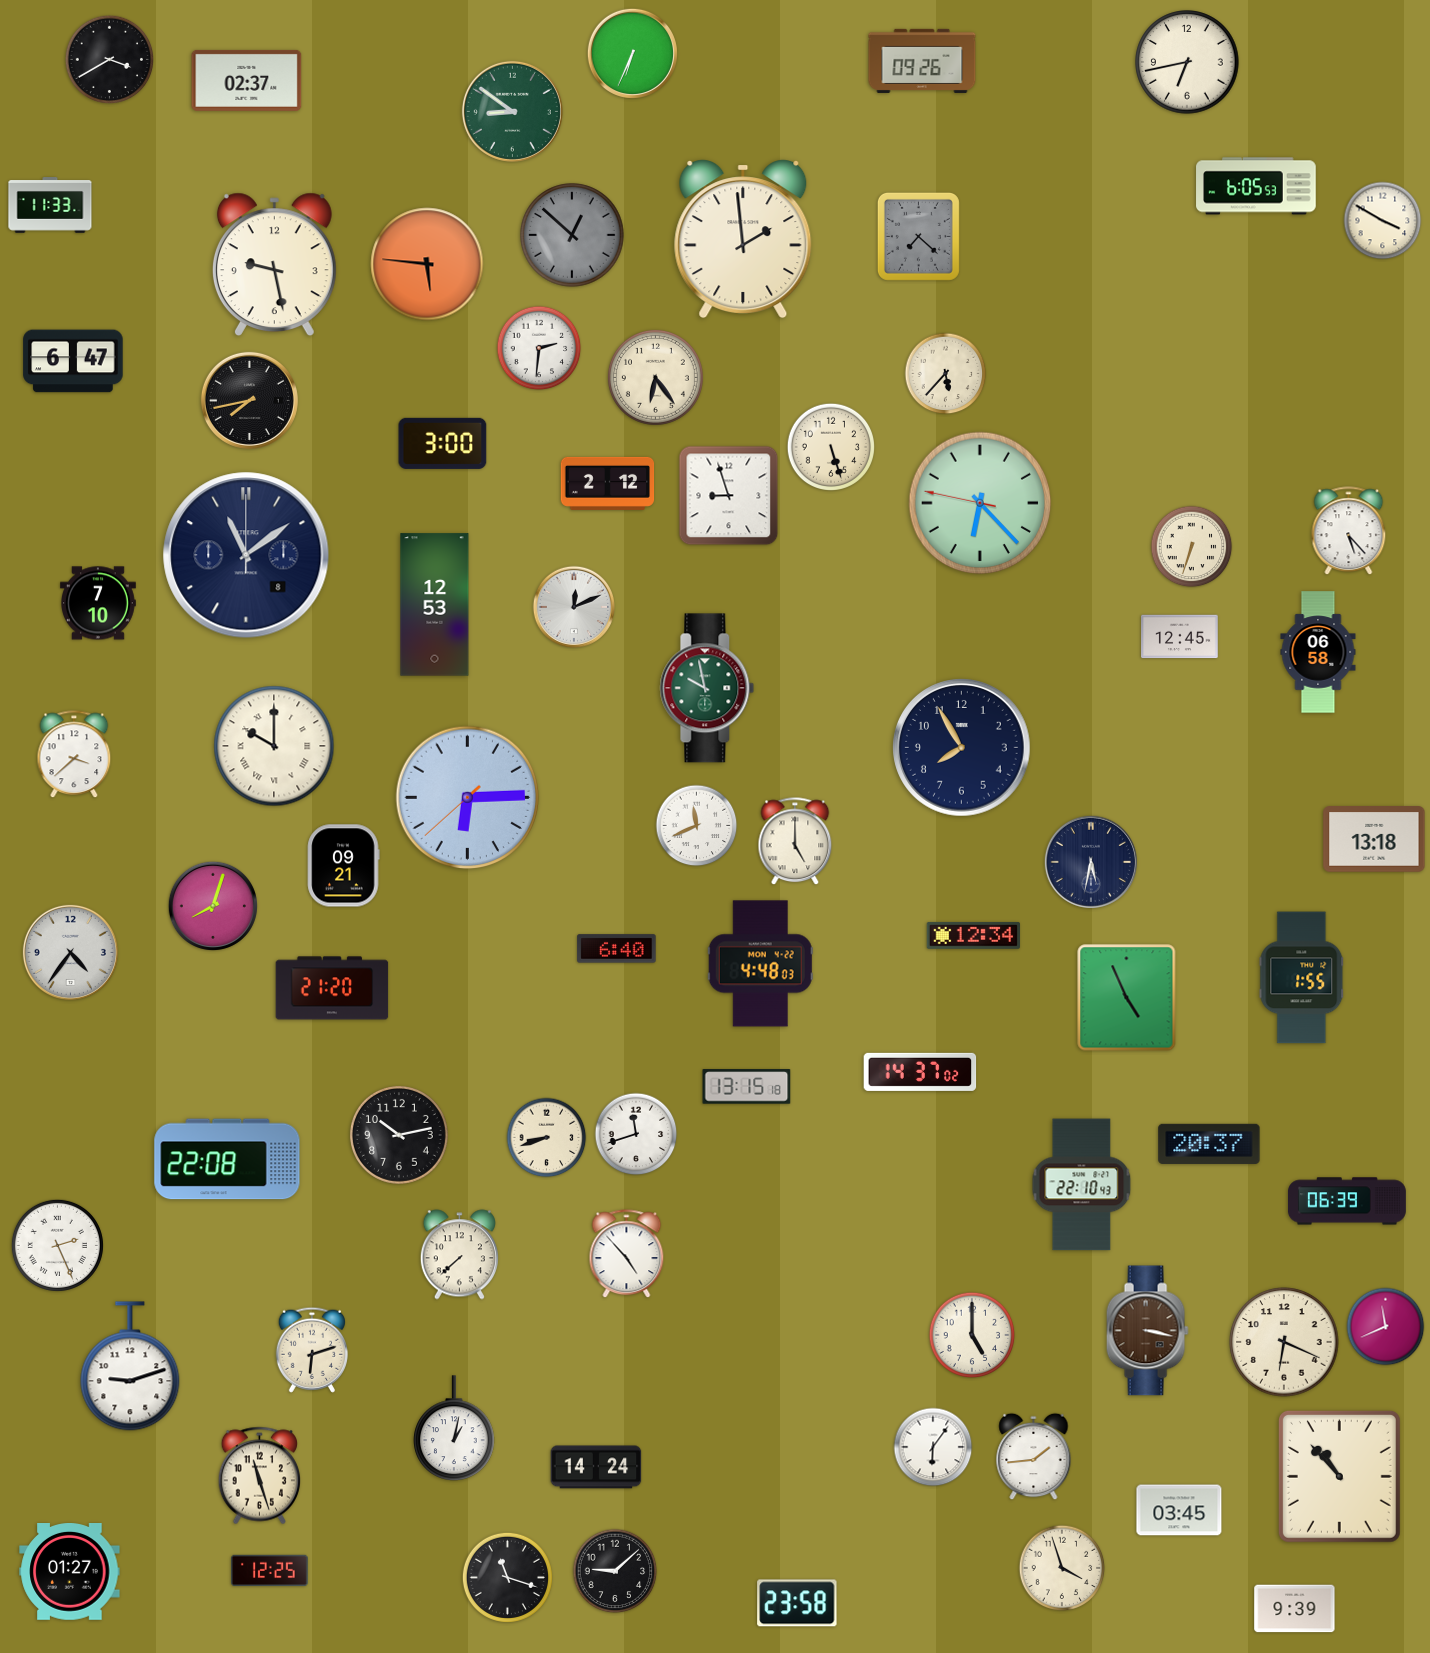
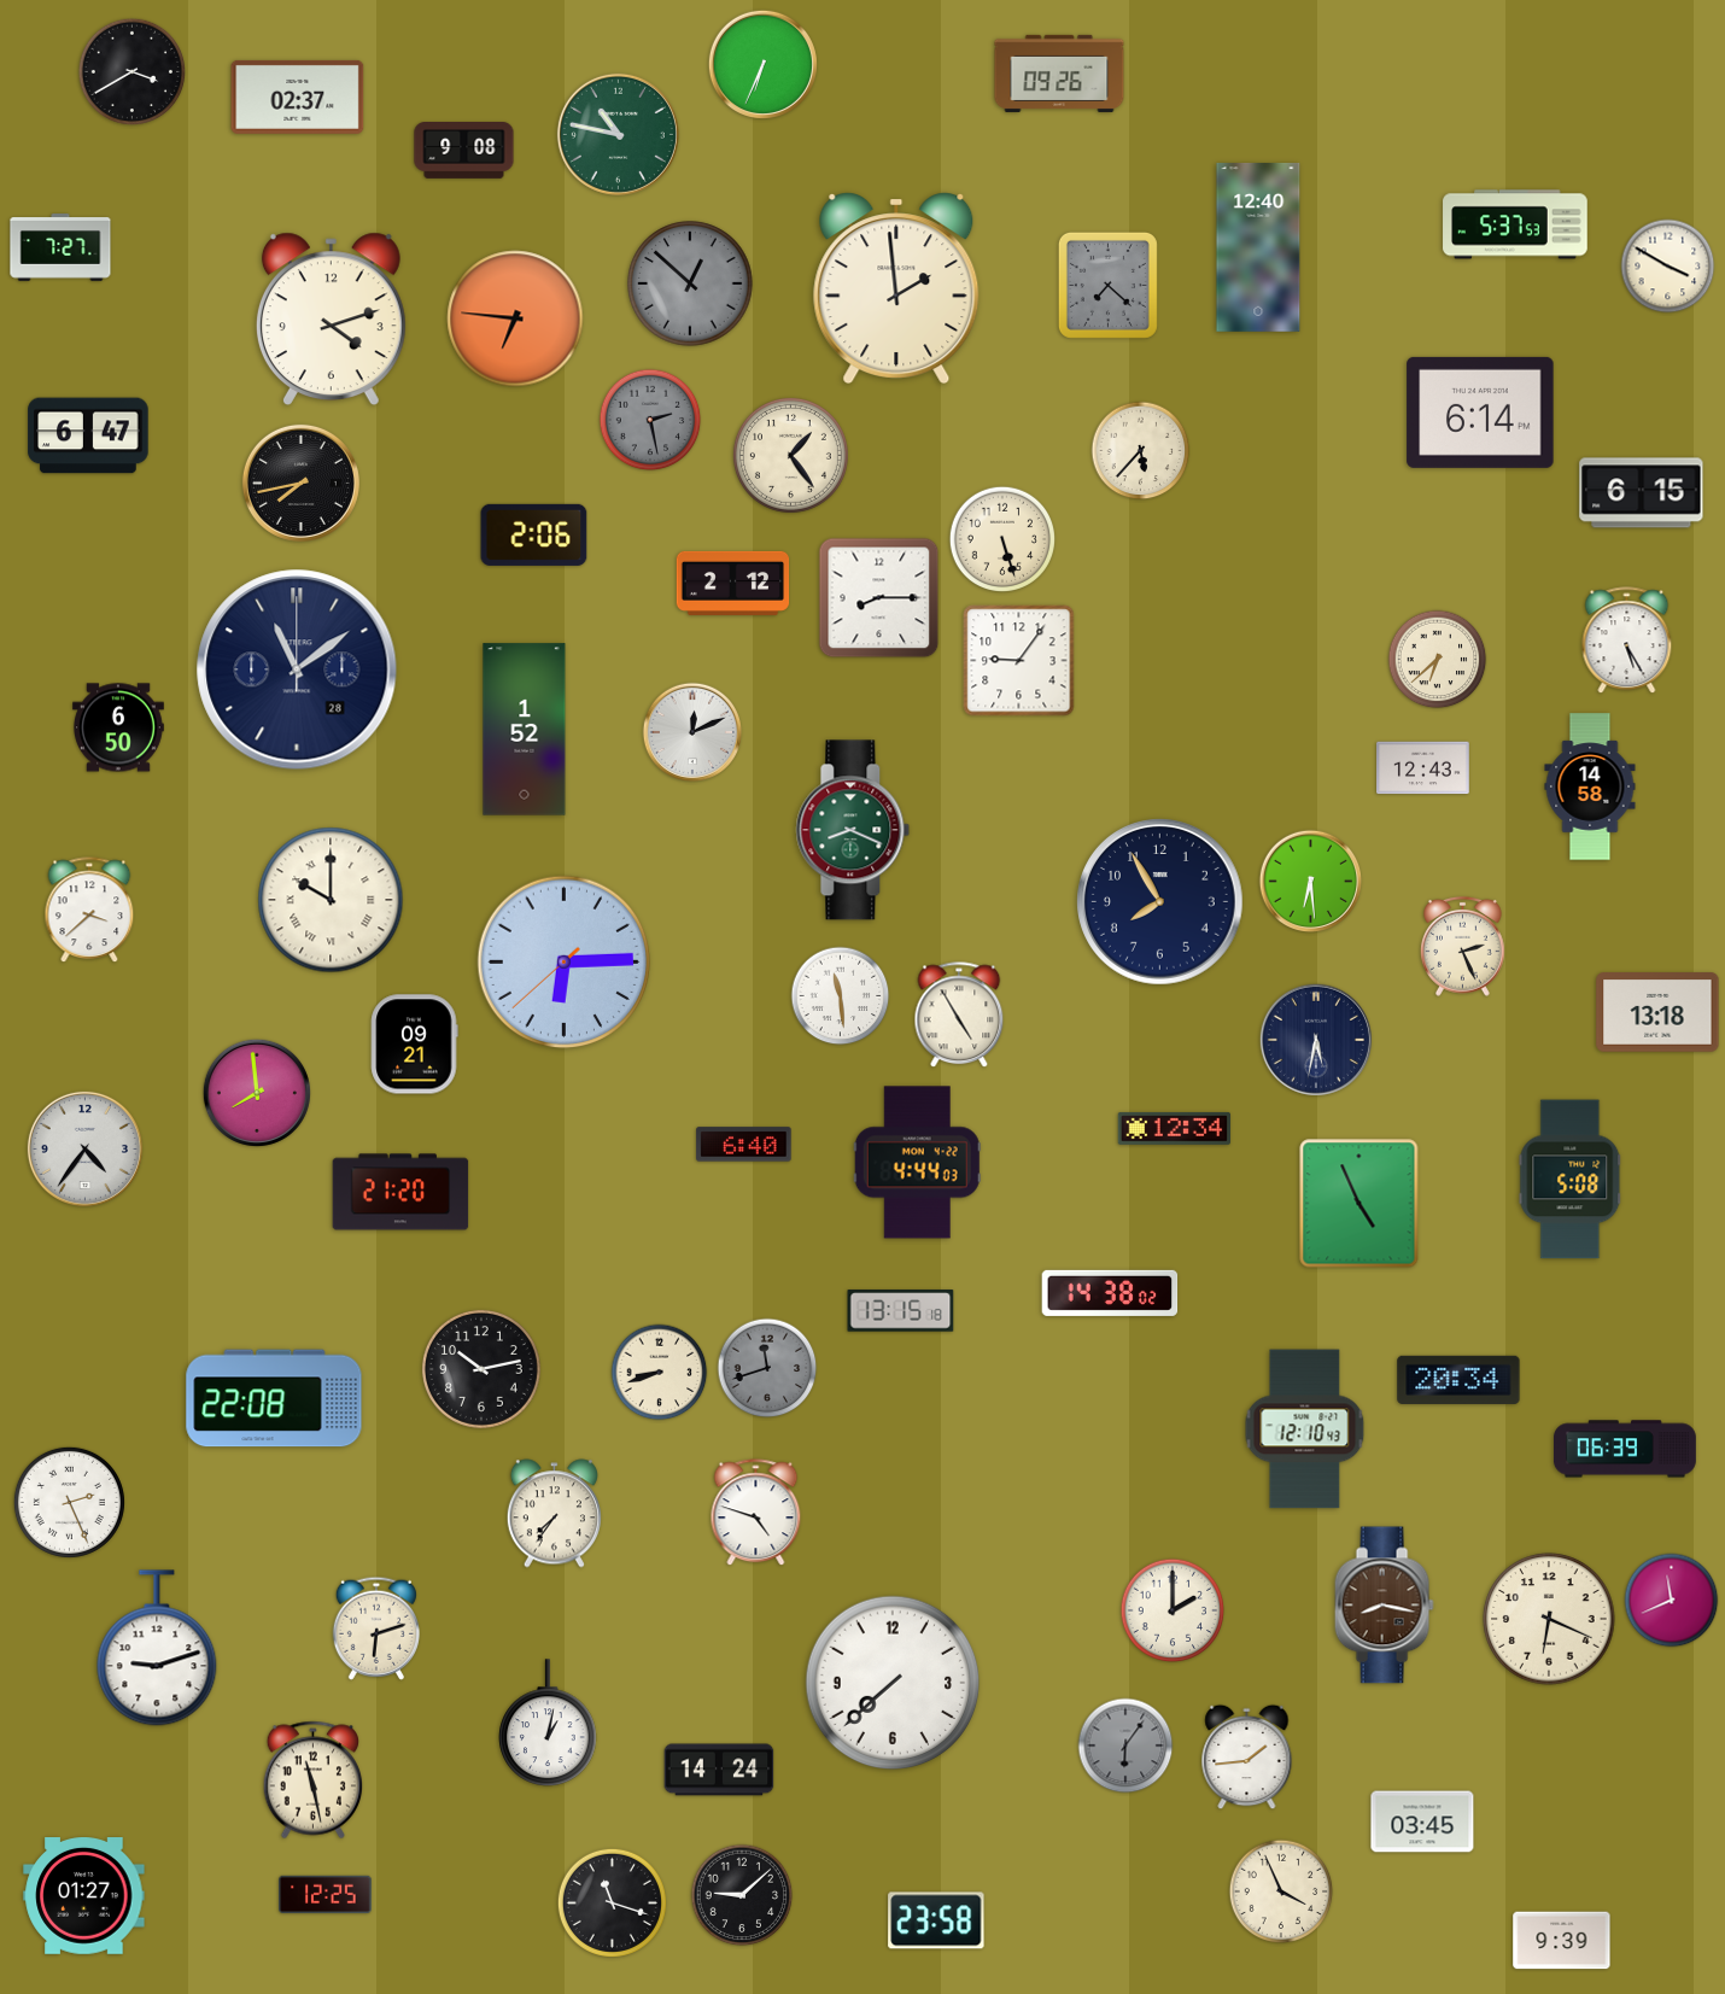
clock at (922, 61) position: (922, 61) -> (1059, 74)
clock at (1187, 62): 6:43 -> none
clock at (512, 111): 8:51 -> 10:47
clock at (464, 151): none -> 9:08
clock at (1256, 186): 6:05 -> 5:37
clock at (50, 205): 11:33 -> 7:27
clock at (1258, 248): none -> 12:40
clock at (427, 264): 5:46 -> 6:46
clock at (274, 265): 9:28 -> 4:12
clock at (1480, 413): none -> 6:14
clock at (539, 348): 2:31 -> 2:28
clock at (539, 348) dial: white -> grey
clock at (655, 377): 6:24 -> 1:24
clock at (1642, 493): none -> 6:15
clock at (443, 443): 3:00 -> 2:06
clock at (729, 496): 8:57 -> 8:15
clock at (980, 503): 6:22 -> none
clock at (1349, 531): 5:23 -> 5:25
clock at (1192, 547): 6:33 -> 6:38
clock at (1019, 661): none -> 9:06
clock at (246, 555) date: 8 -> 28
clock at (99, 603): 7:10 -> 6:50
clock at (435, 605): 12:53 -> 1:52
clock at (1180, 637): 12:45 -> 12:43
clock at (1318, 652): 06:58 -> 14:58
clock at (707, 688): 9:58 -> 8:19
clock at (1310, 881): none -> 6:29
clock at (1463, 946): none -> 2:26
clock at (697, 826): 11:41 -> 11:29
clock at (795, 842): 5:00 -> 4:55
clock at (213, 906): 8:03 -> 7:59
clock at (760, 964): 4:48 -> 4:44
clock at (1302, 978): 1:55 -> 5:08
clock at (920, 1072): 14:37 -> 14:38
clock at (636, 1134) dial: white -> grey
clock at (1209, 1144): 20:37 -> 20:34
clock at (1082, 1185): 22:10 -> 12:10
clock at (627, 1254): 4:53 -> 4:48
clock at (459, 1255): 7:38 -> 7:36
clock at (1147, 1331): 3:17 -> 8:17
clock at (972, 1335): 5:00 -> 2:00
clock at (893, 1683): none -> 7:38
clock at (933, 1447) dial: white -> grey
clock at (259, 1476): 11:27 -> 11:28
clock at (1339, 1476): 10:53 -> none
clock at (1062, 1568): 3:57 -> 3:56
clock at (797, 1603) position: (797, 1603) -> (936, 1920)
